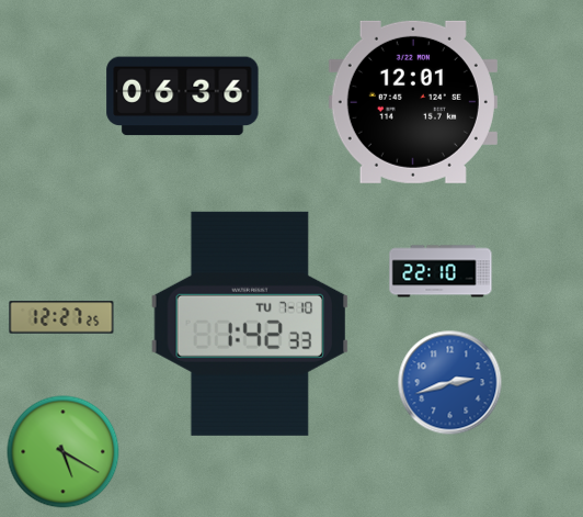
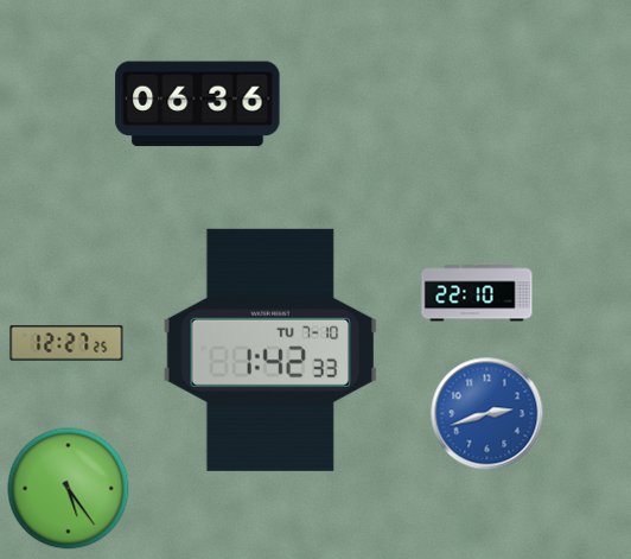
clock at (413, 102): 12:01 -> none
clock at (64, 452): 5:20 -> 5:24
